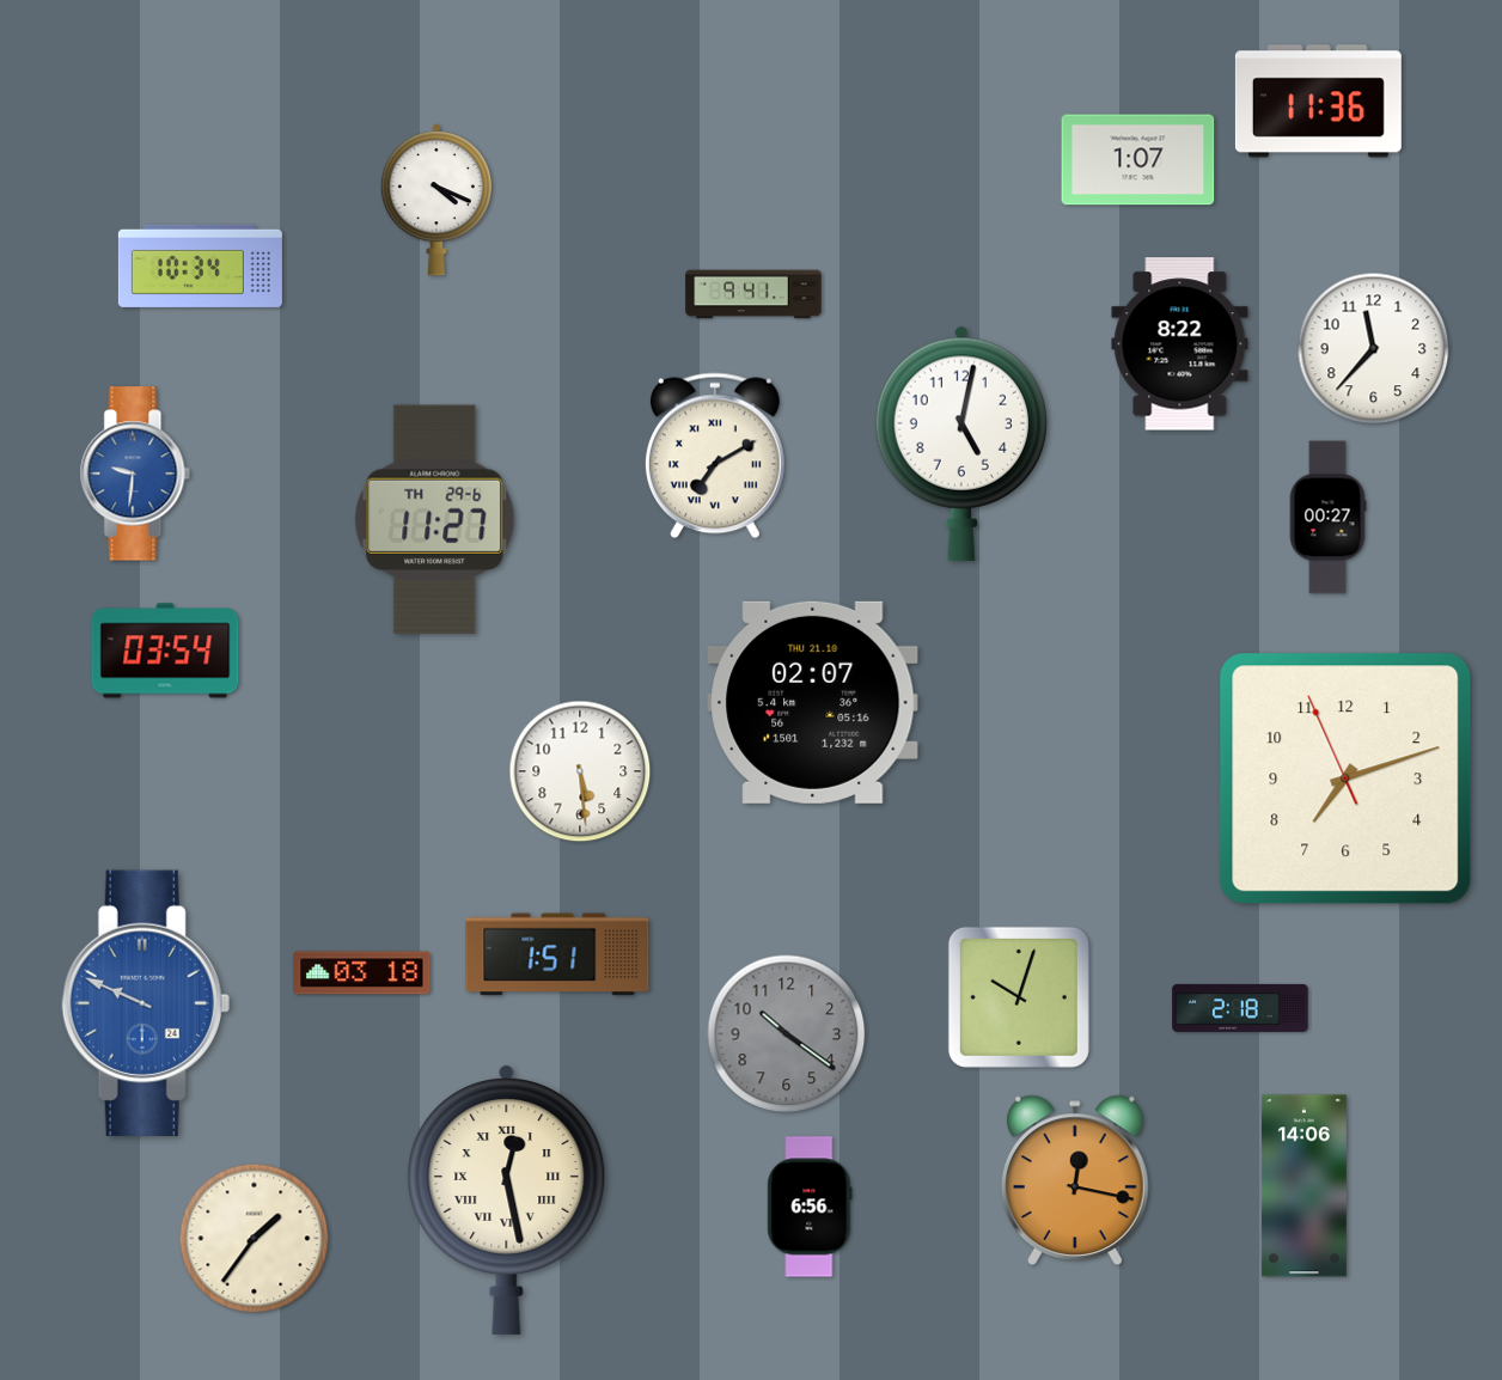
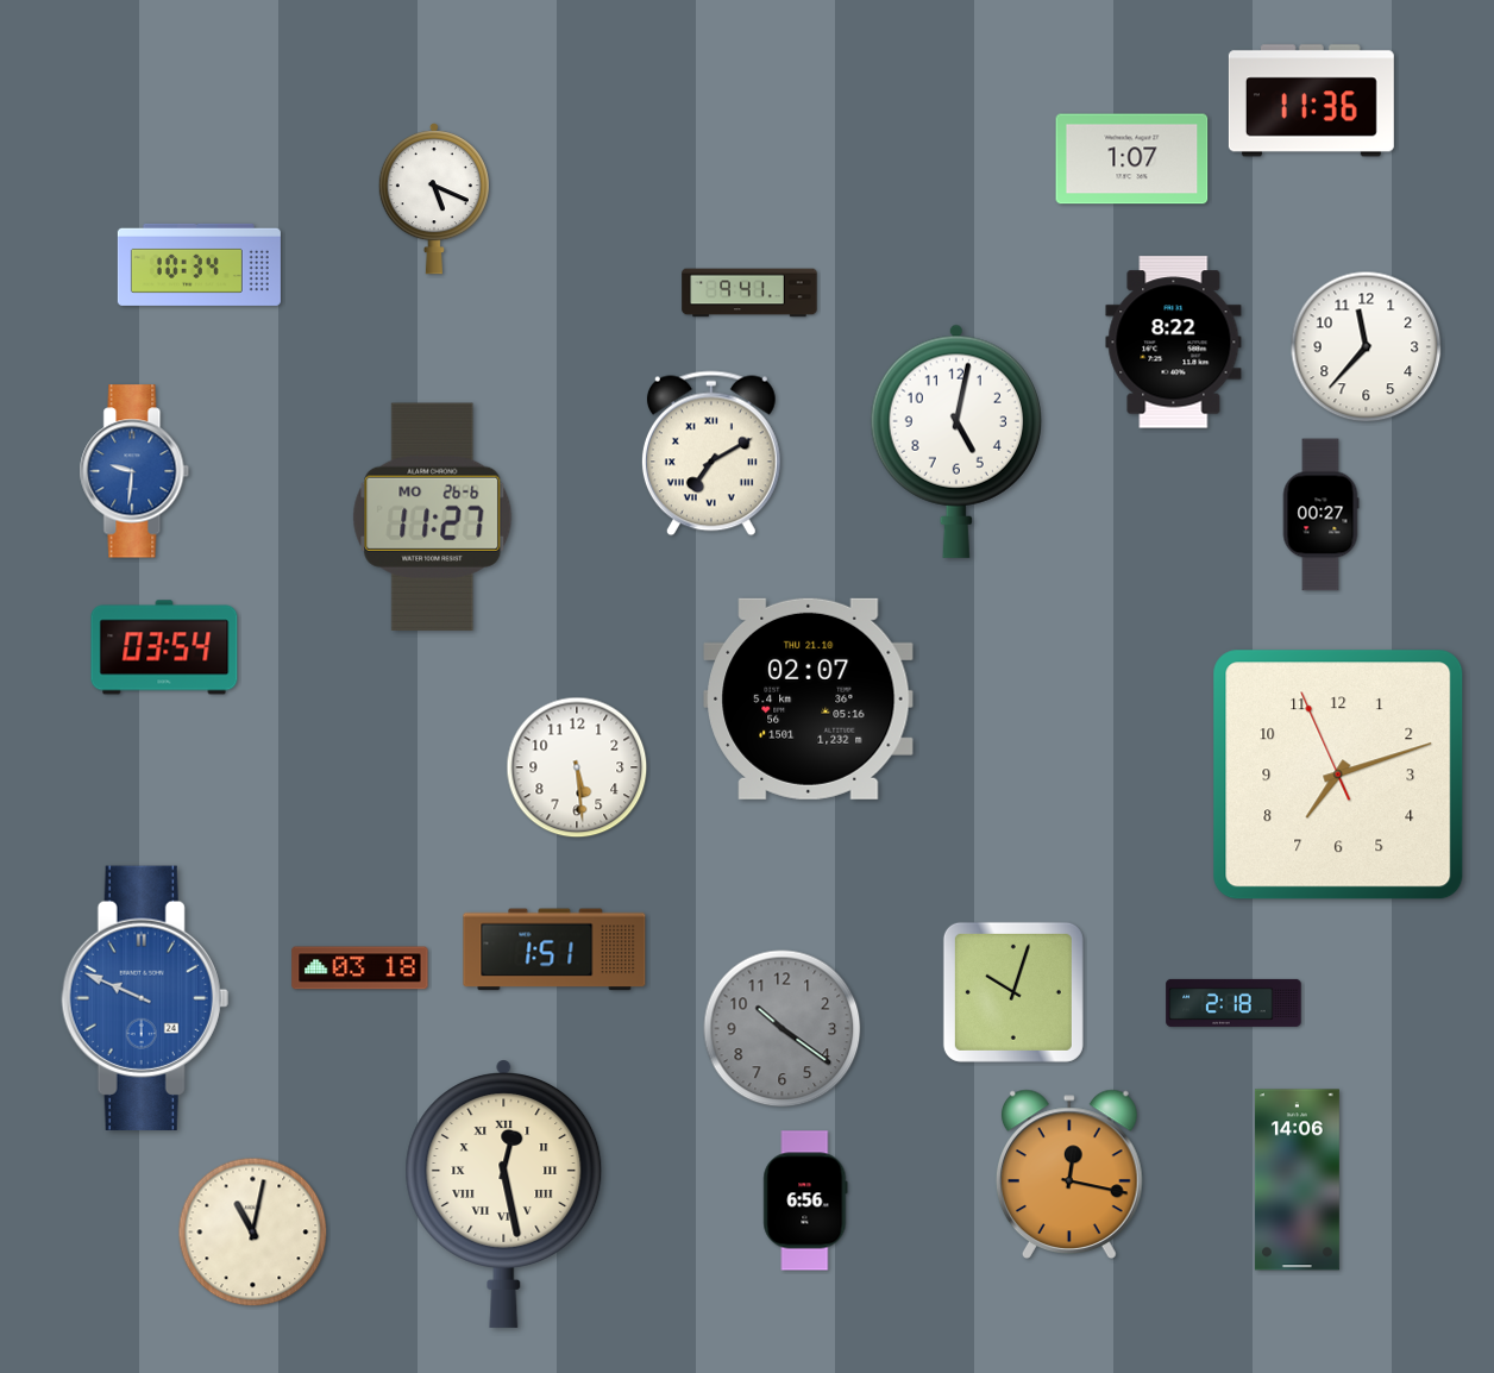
clock at (436, 200): 4:19 -> 5:19
clock at (435, 519) date: TH 29-6 -> MO 26-6
clock at (255, 1239): 1:36 -> 11:02
